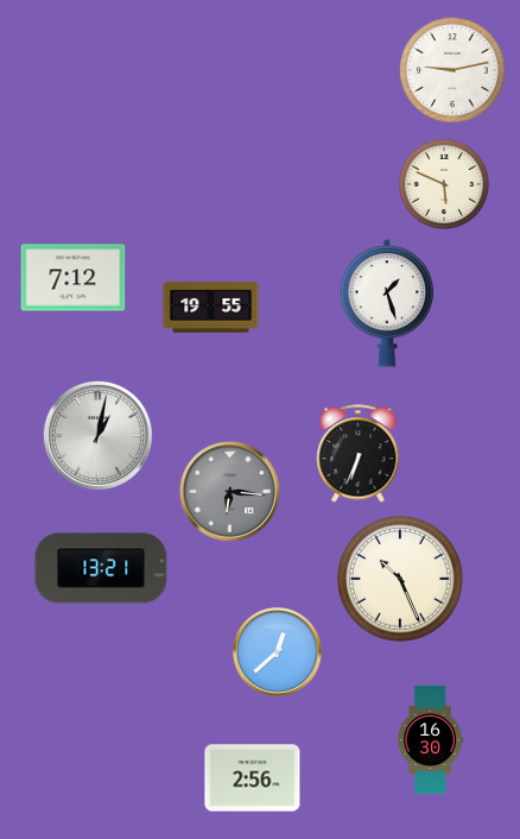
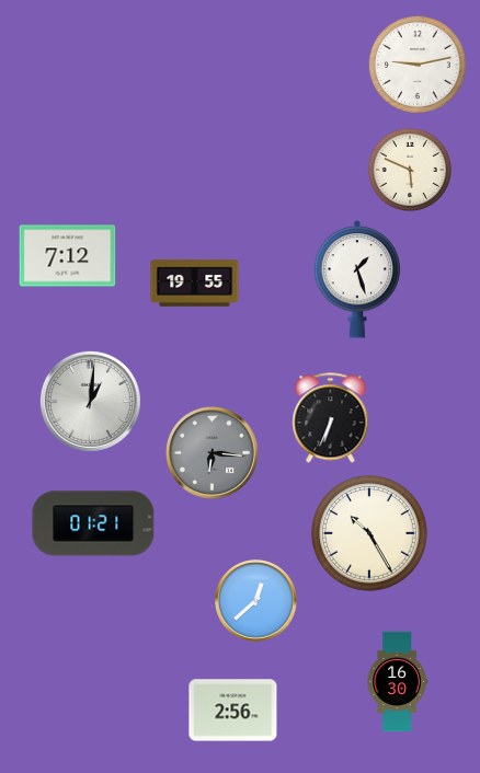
clock at (97, 435): 1:02 -> 1:01
clock at (101, 568): 13:21 -> 01:21
clock at (401, 580): 10:26 -> 10:25
clock at (253, 778) position: (253, 778) -> (233, 711)
